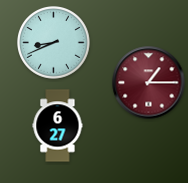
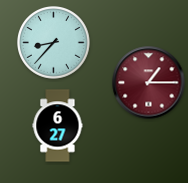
clock at (54, 43): 8:41 -> 8:37
